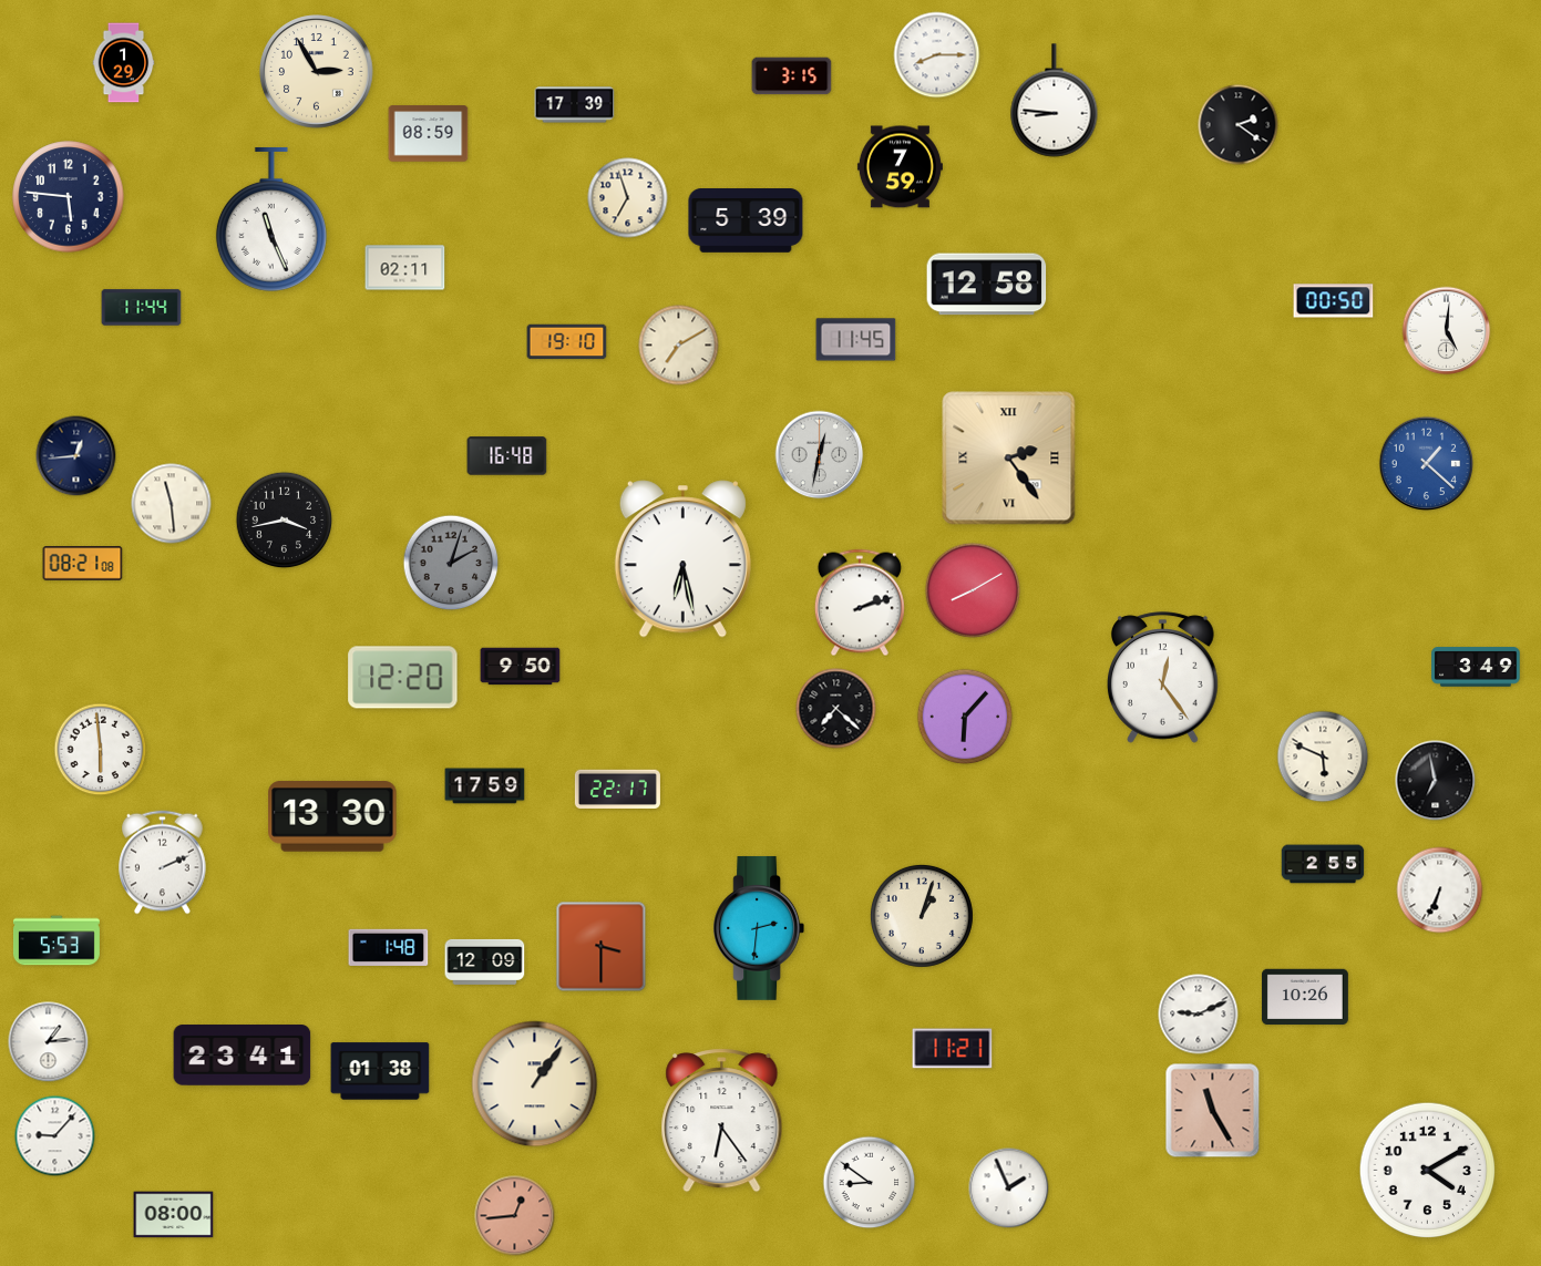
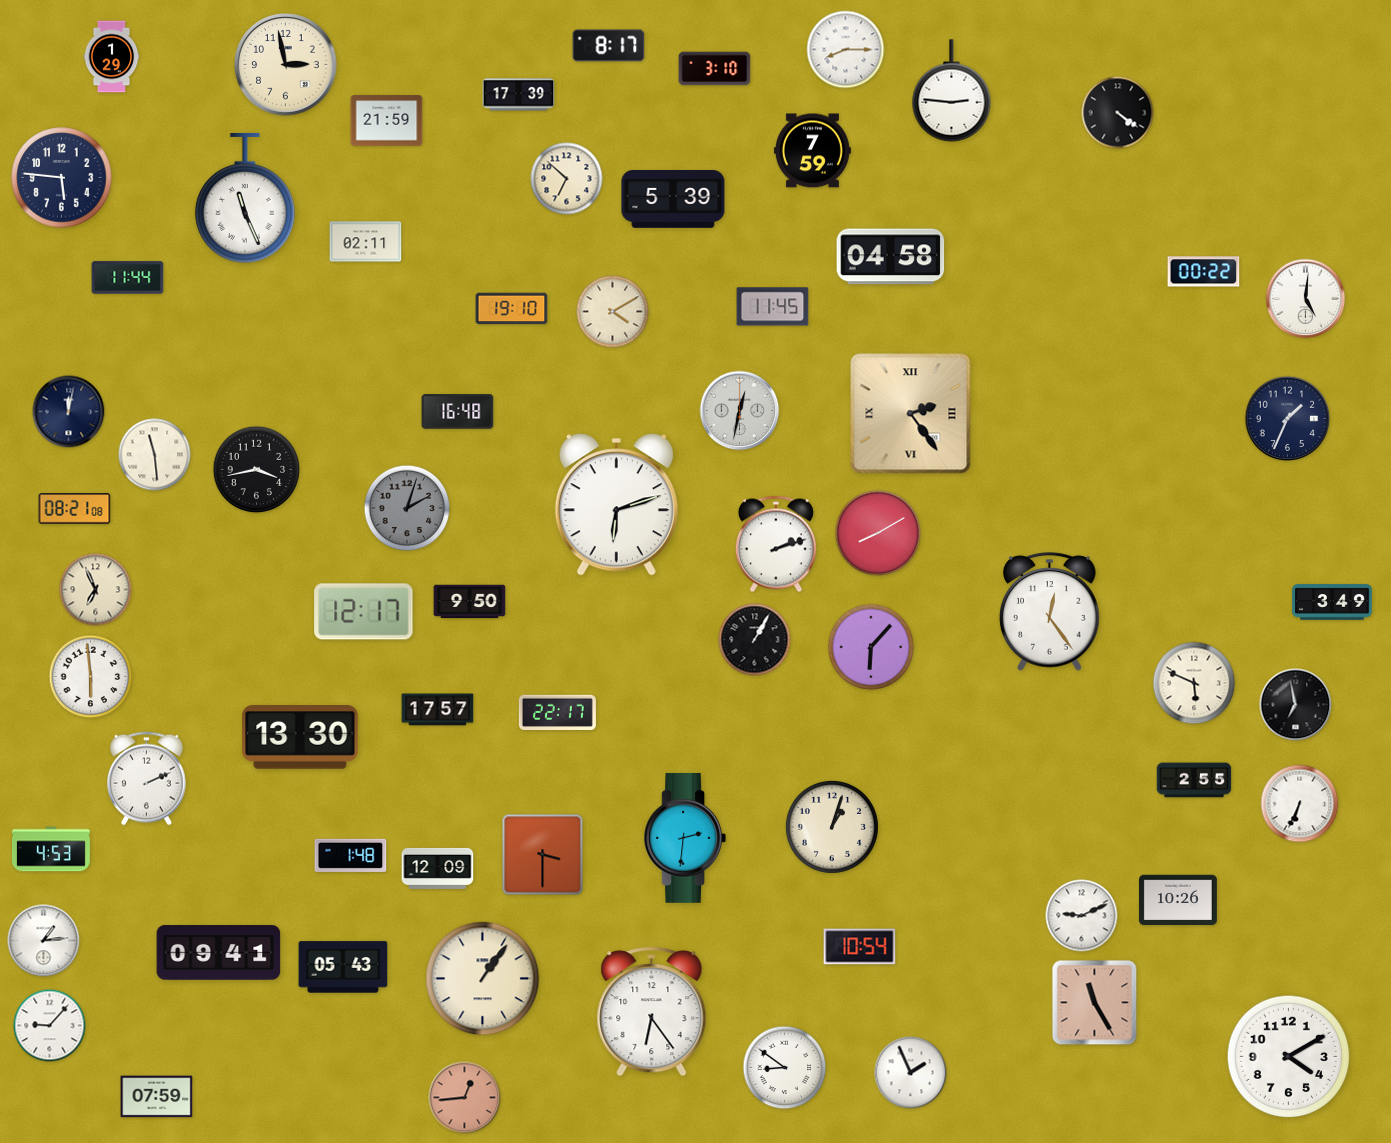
clock at (609, 46): none -> 8:17
clock at (317, 72): 2:55 -> 2:58
clock at (792, 76): 3:15 -> 3:10
clock at (1055, 101): 8:46 -> 2:46
clock at (1239, 125): 2:21 -> 4:21
clock at (429, 134): 08:59 -> 21:59
clock at (628, 198): 6:57 -> 6:52
clock at (987, 285): 12:58 -> 04:58
clock at (1334, 301): 00:50 -> 00:22
clock at (679, 346): 7:10 -> 4:10
clock at (76, 456): 12:44 -> 12:02
clock at (1427, 464): 1:22 -> 1:34
clock at (1427, 464) dial: blue -> navy
clock at (682, 559): 6:28 -> 6:12
clock at (96, 590): none -> 6:56
clock at (403, 678): 12:20 -> 12:17
clock at (836, 709): 7:22 -> 1:05
clock at (485, 786): 17:59 -> 17:57
clock at (56, 940): 5:53 -> 4:53
clock at (953, 1049): 11:21 -> 10:54
clock at (243, 1056): 23:41 -> 09:41
clock at (380, 1071): 01:38 -> 05:43
clock at (174, 1215): 08:00 -> 07:59
